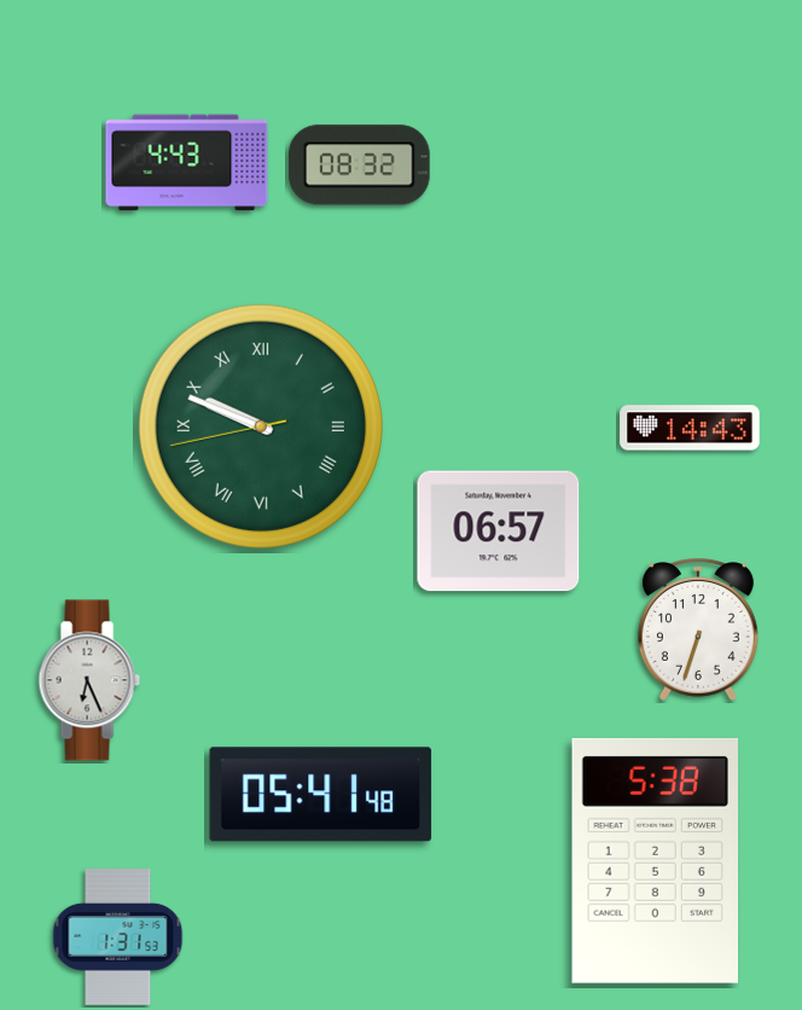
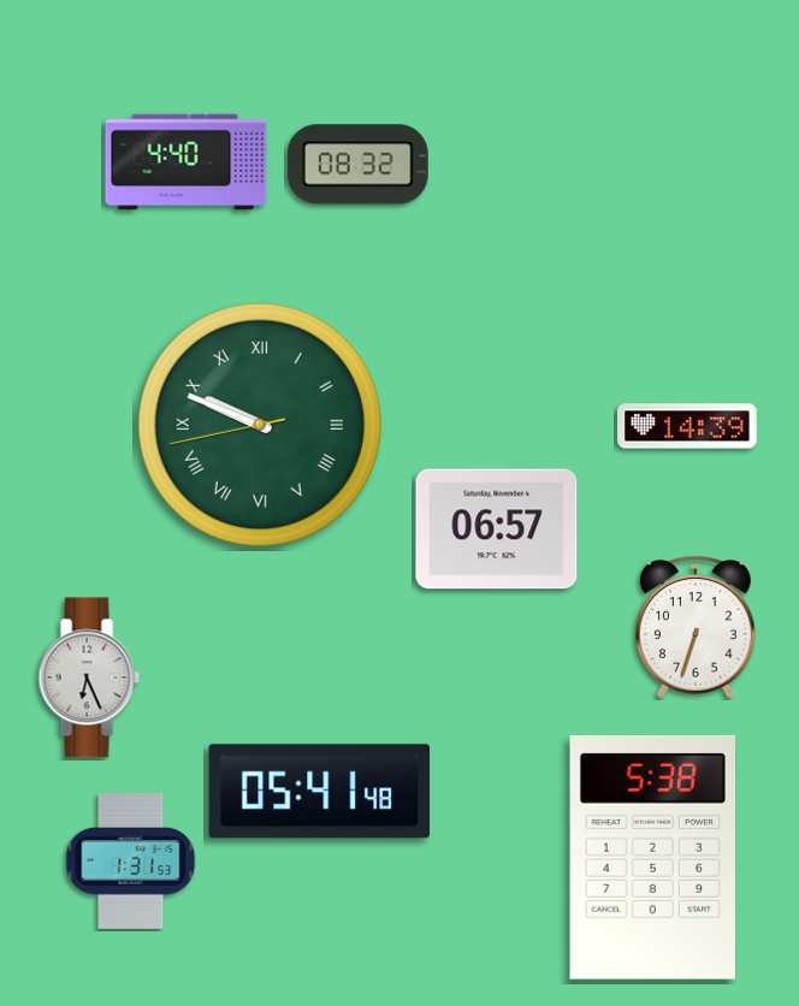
clock at (187, 163): 4:43 -> 4:40
clock at (690, 428): 14:43 -> 14:39
clock at (118, 938) position: (118, 938) -> (131, 862)
